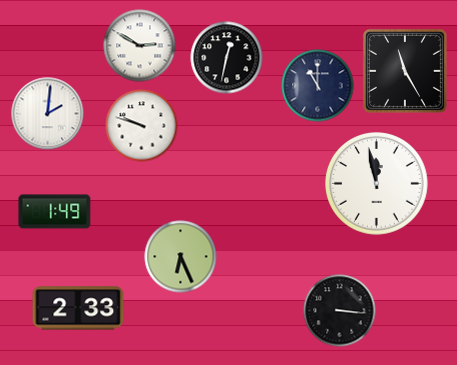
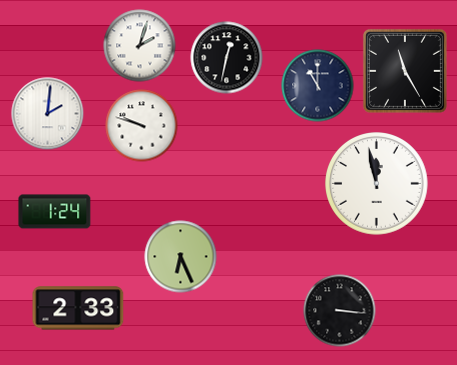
clock at (140, 46): 2:50 -> 2:03
clock at (55, 212): 1:49 -> 1:24
